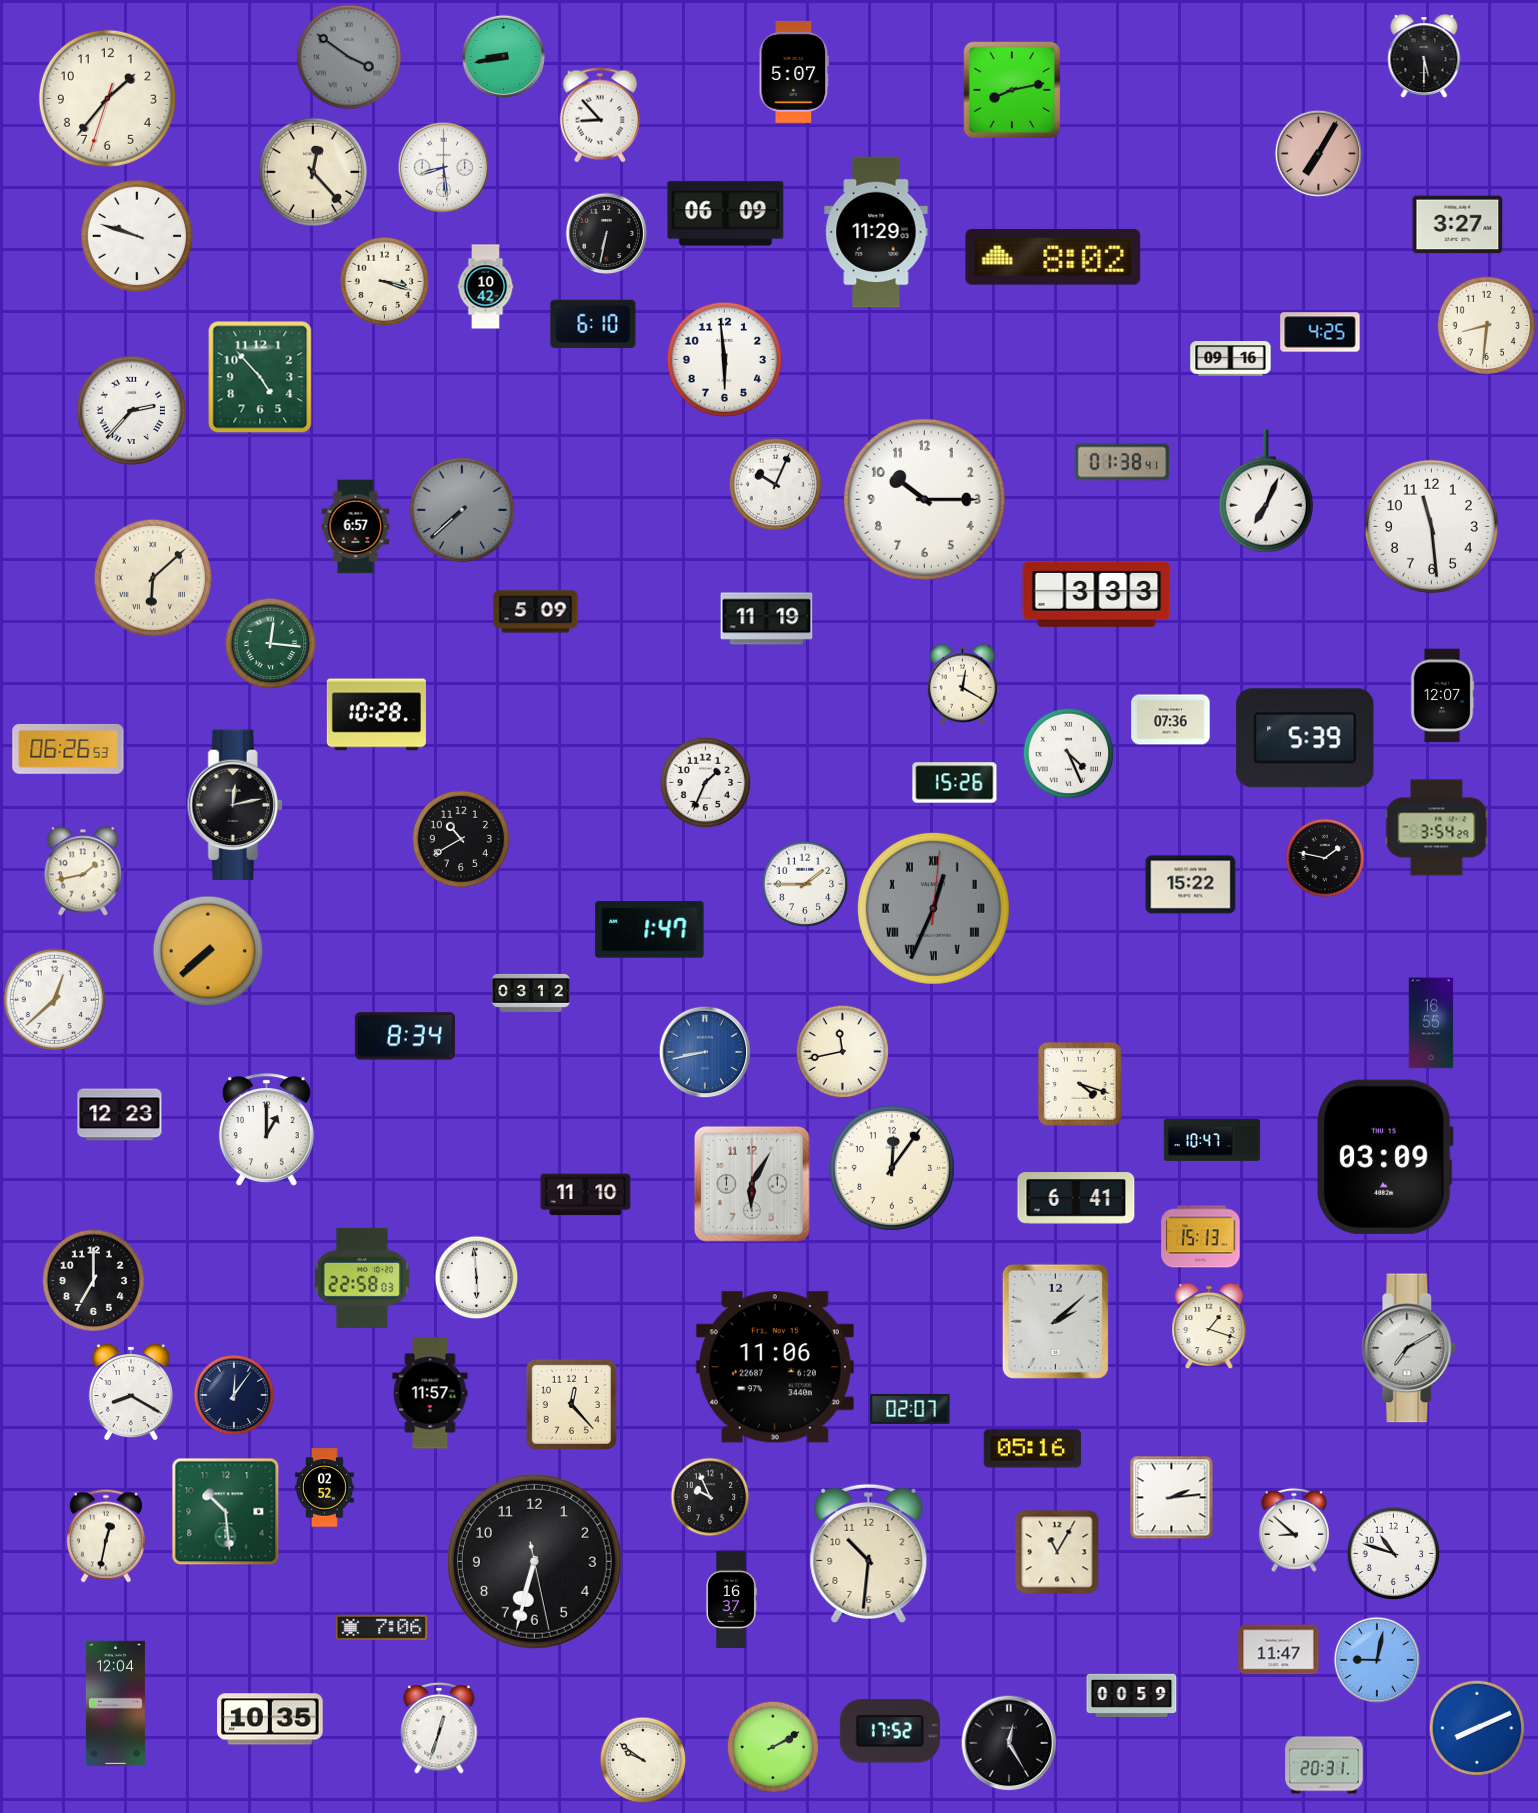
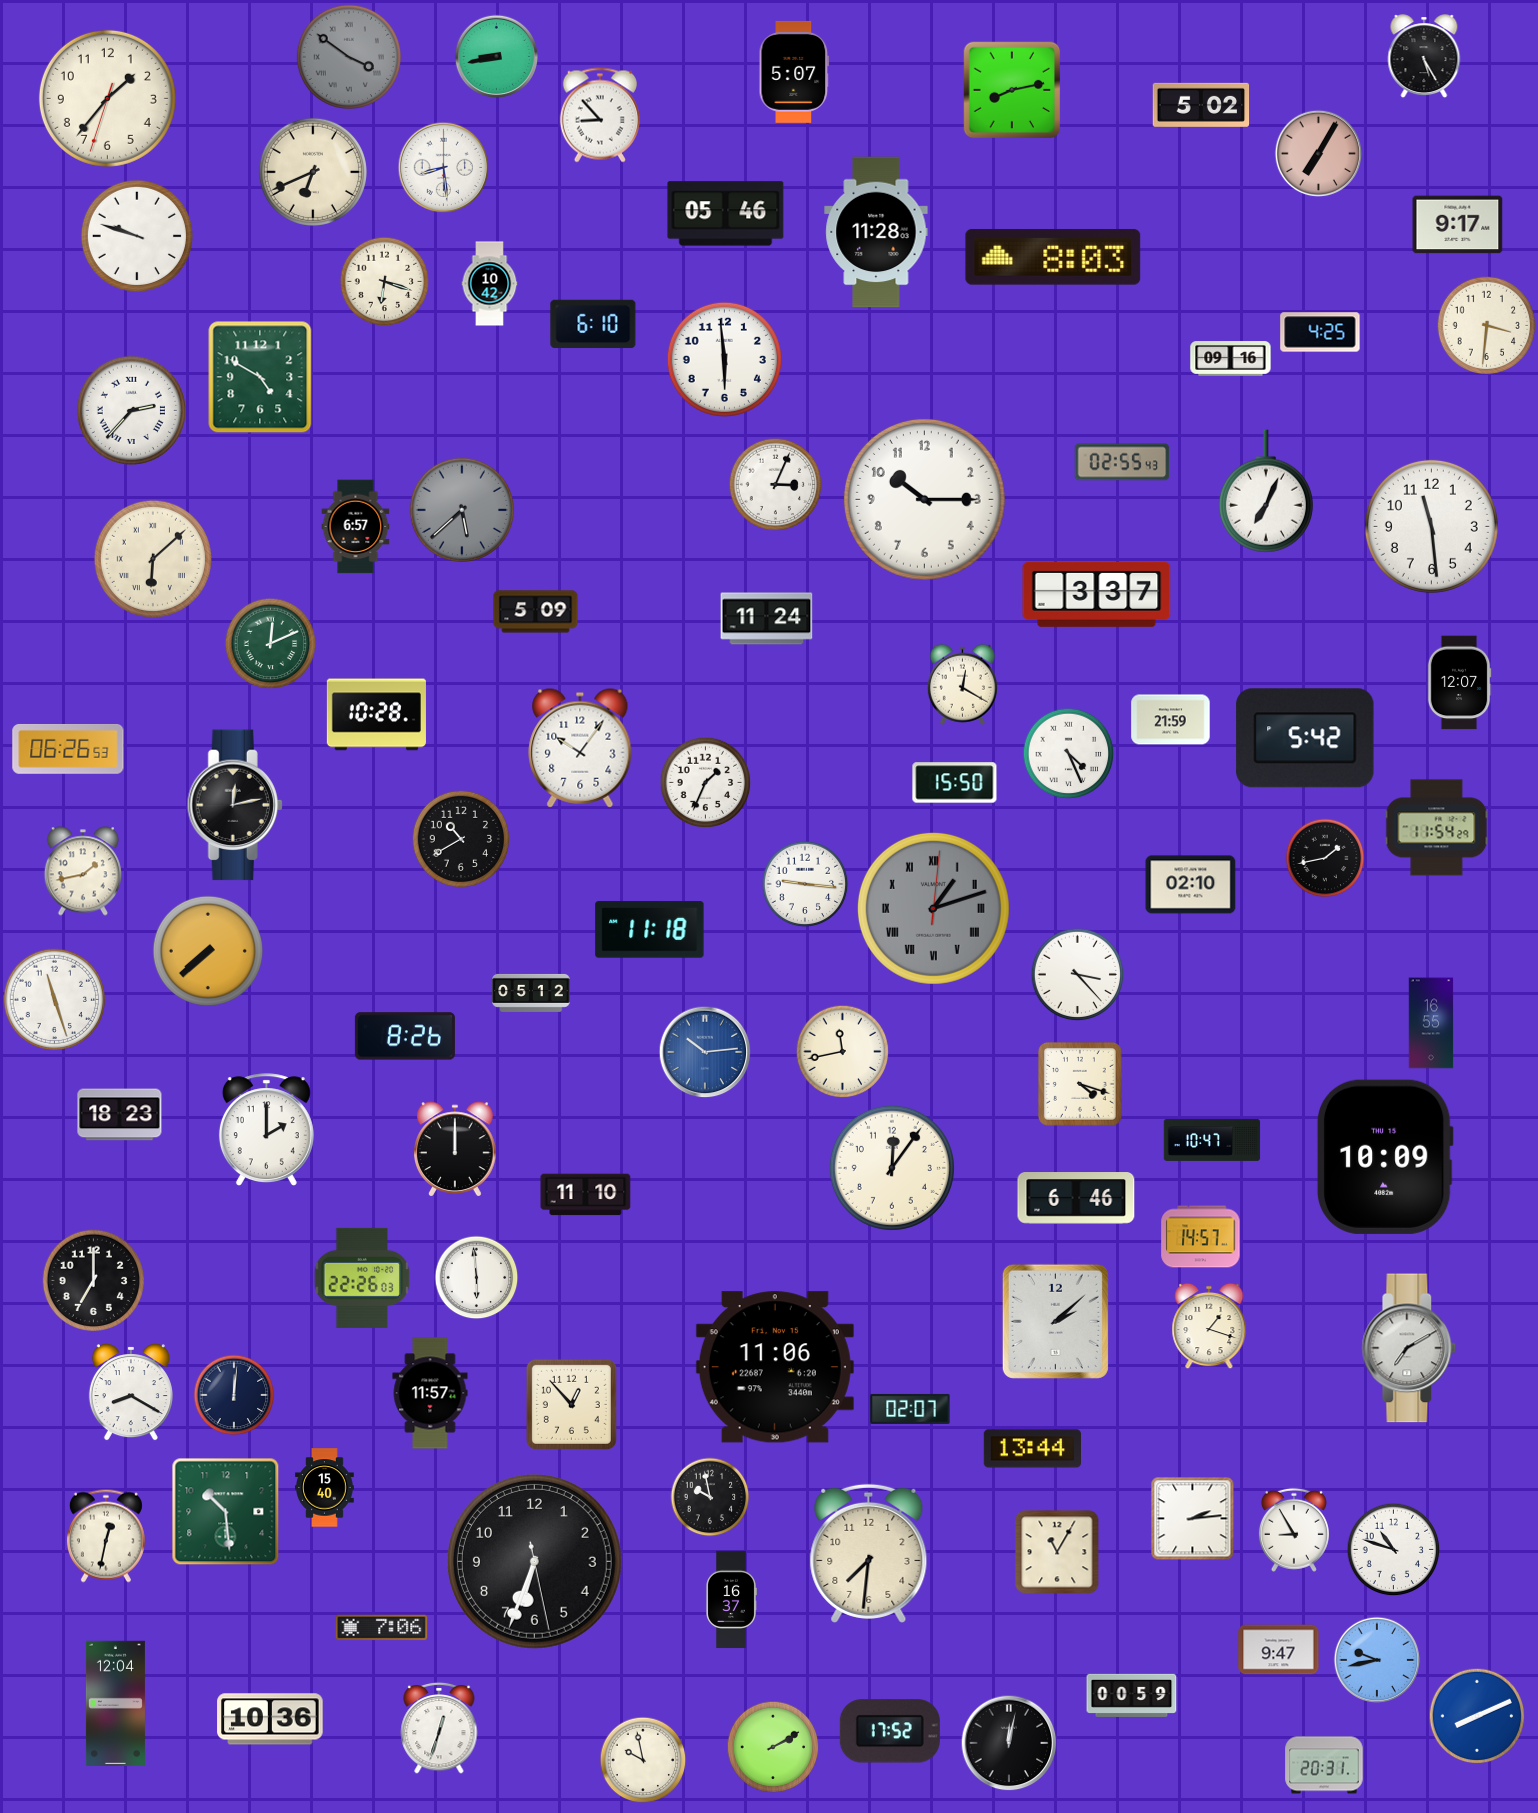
clock at (504, 57) position: (504, 57) -> (497, 57)
clock at (1424, 57): 5:30 -> 5:25
clock at (1201, 105): none -> 5:02
clock at (313, 172): 12:23 -> 6:41
clock at (726, 214): 06:09 -> 05:46
clock at (1458, 225): 3:27 -> 9:17
clock at (876, 232): 11:29 -> 11:28
clock at (606, 233): 6:32 -> none
clock at (1053, 257): 8:02 -> 8:03
clock at (385, 282): 3:18 -> 6:18
clock at (486, 287) position: (486, 287) -> (490, 284)
clock at (1487, 326): 8:31 -> 3:31
clock at (260, 377): 4:53 -> 4:50
clock at (1122, 462): 01:38 -> 02:55
clock at (776, 485): 10:04 -> 3:04
clock at (461, 509): 7:38 -> 5:38
clock at (153, 578) position: (153, 578) -> (153, 559)
clock at (1097, 594): 3:33 -> 3:37
clock at (767, 619): 11:19 -> 11:24
clock at (271, 644): 12:16 -> 12:11
clock at (1442, 696) position: (1442, 696) -> (1459, 683)
clock at (1171, 720): 07:36 -> 21:59
clock at (1305, 738): 5:39 -> 5:42
clock at (580, 748): none -> 10:06
clock at (955, 783): 15:26 -> 15:50
clock at (1437, 828): 3:54 -> 11:54
clock at (1325, 858): 1:47 -> 1:43
clock at (805, 884): 1:45 -> 9:16
clock at (1191, 885): 15:22 -> 02:10
clock at (933, 908): 12:34 -> 1:12
clock at (650, 930): 1:47 -> 11:18
clock at (1078, 975): none -> 3:23
clock at (531, 993): 03:12 -> 05:12
clock at (54, 999): 12:38 -> 11:27
clock at (405, 1036): 8:34 -> 8:26
clock at (705, 1052): 8:43 -> 10:14
clock at (120, 1115): 12:23 -> 18:23
clock at (266, 1129): 1:00 -> 2:00
clock at (456, 1149): none -> 12:00
clock at (1385, 1157): 03:09 -> 10:09
clock at (752, 1184): 6:05 -> none
clock at (1076, 1198): 6:41 -> 6:46
clock at (1201, 1237): 15:13 -> 14:57
clock at (362, 1278): 22:58 -> 22:26
clock at (234, 1395): 12:06 -> 12:01
clock at (571, 1404): 12:23 -> 12:53
clock at (1032, 1449): 05:16 -> 13:44
clock at (325, 1488): 02:52 -> 15:40
clock at (710, 1497): 9:56 -> 9:58
clock at (1172, 1498) position: (1172, 1498) -> (1193, 1519)
clock at (1294, 1530): 8:52 -> 8:55
clock at (869, 1553): 10:31 -> 7:31
clock at (1394, 1554) position: (1394, 1554) -> (1394, 1550)
clock at (534, 1561): 6:32 -> 6:33
clock at (1279, 1650): 11:47 -> 9:47
clock at (1377, 1660): 9:02 -> 9:43
clock at (270, 1719): 10:35 -> 10:36
clock at (1477, 1728) position: (1477, 1728) -> (1477, 1716)
clock at (1009, 1743): 12:25 -> 12:02
clock at (643, 1760): 9:51 -> 9:58
